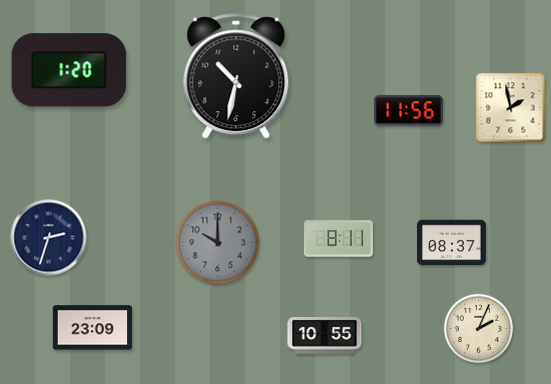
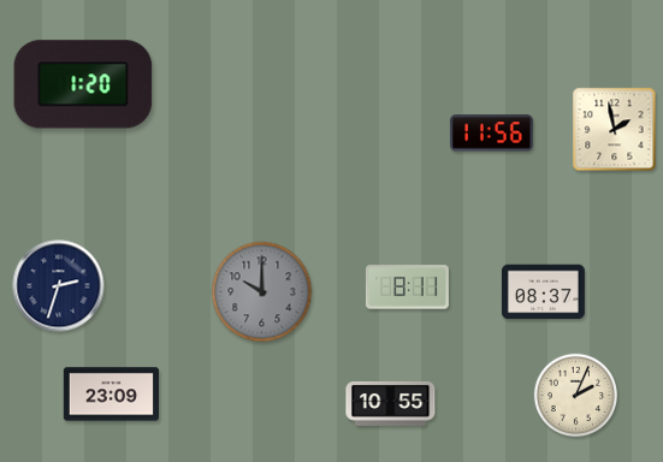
clock at (236, 77): 10:32 -> none
